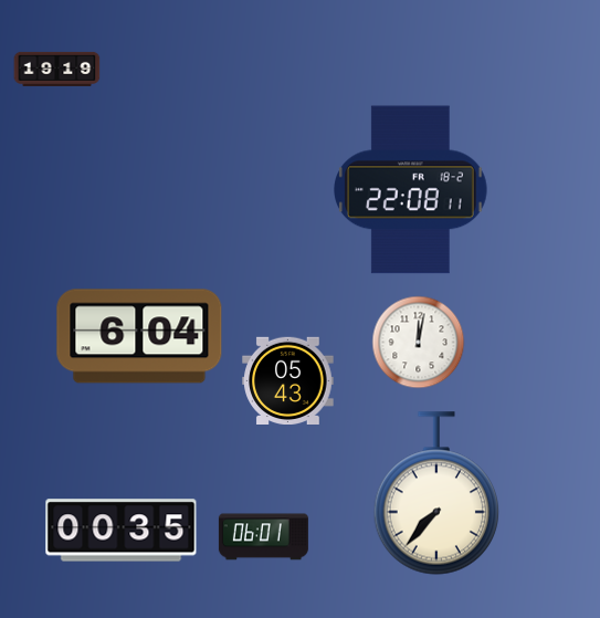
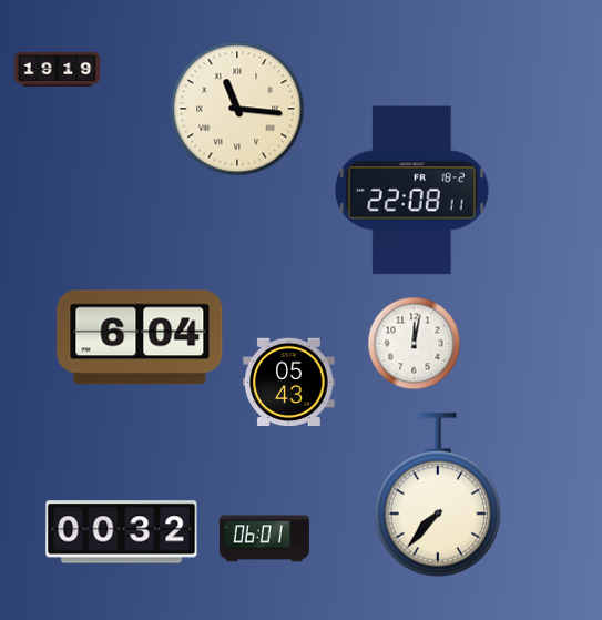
clock at (237, 109): none -> 11:16
clock at (419, 343) position: (419, 343) -> (415, 344)
clock at (122, 531): 00:35 -> 00:32
